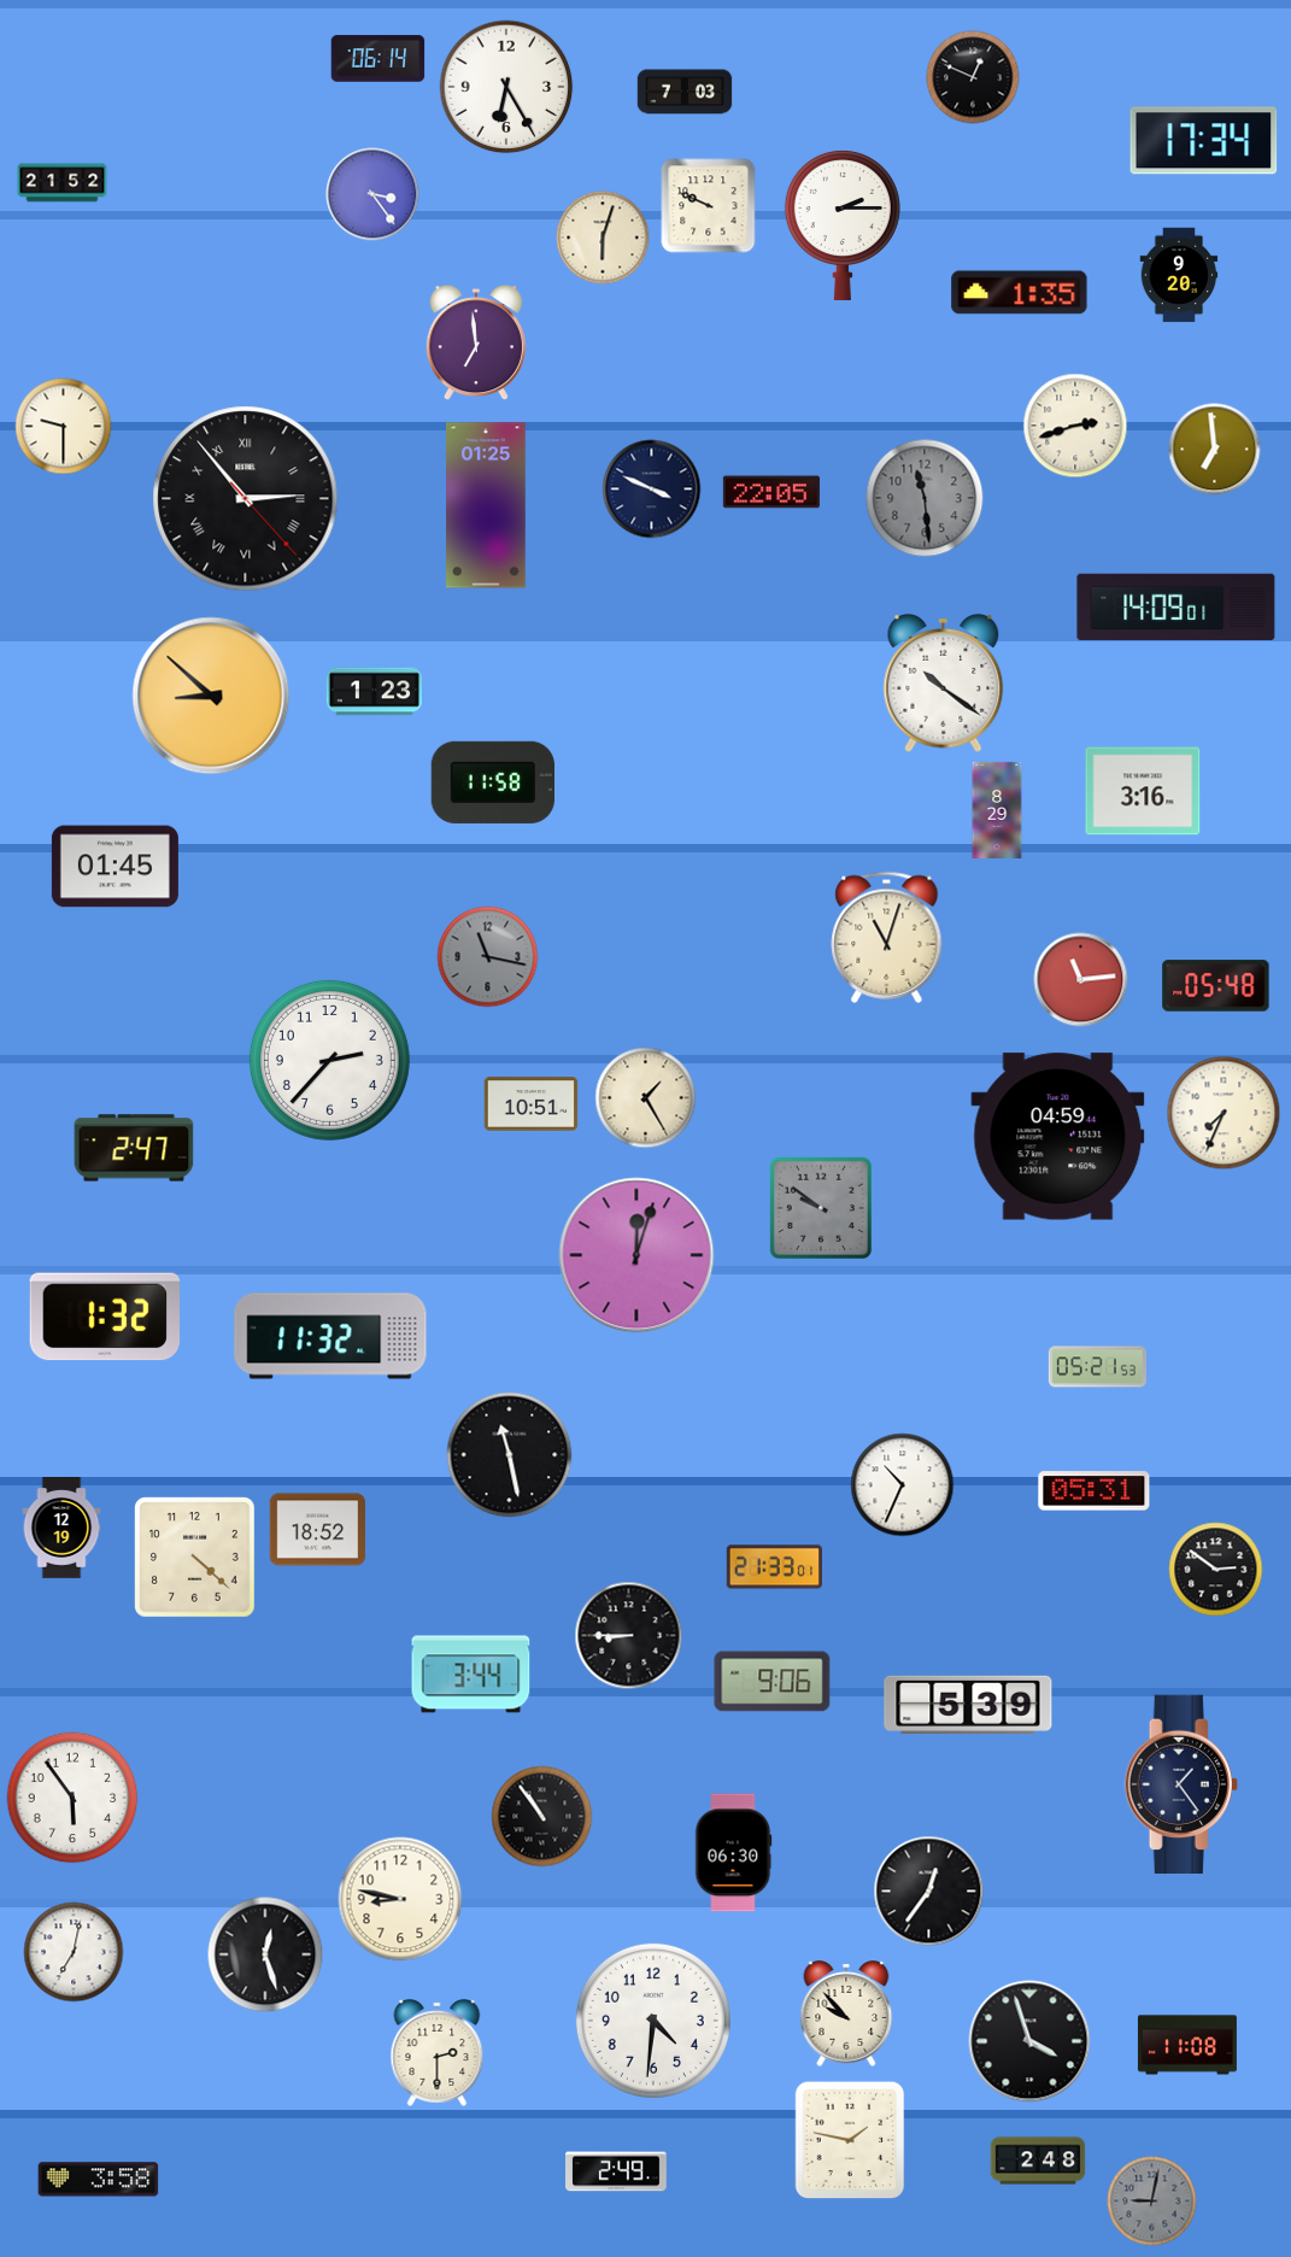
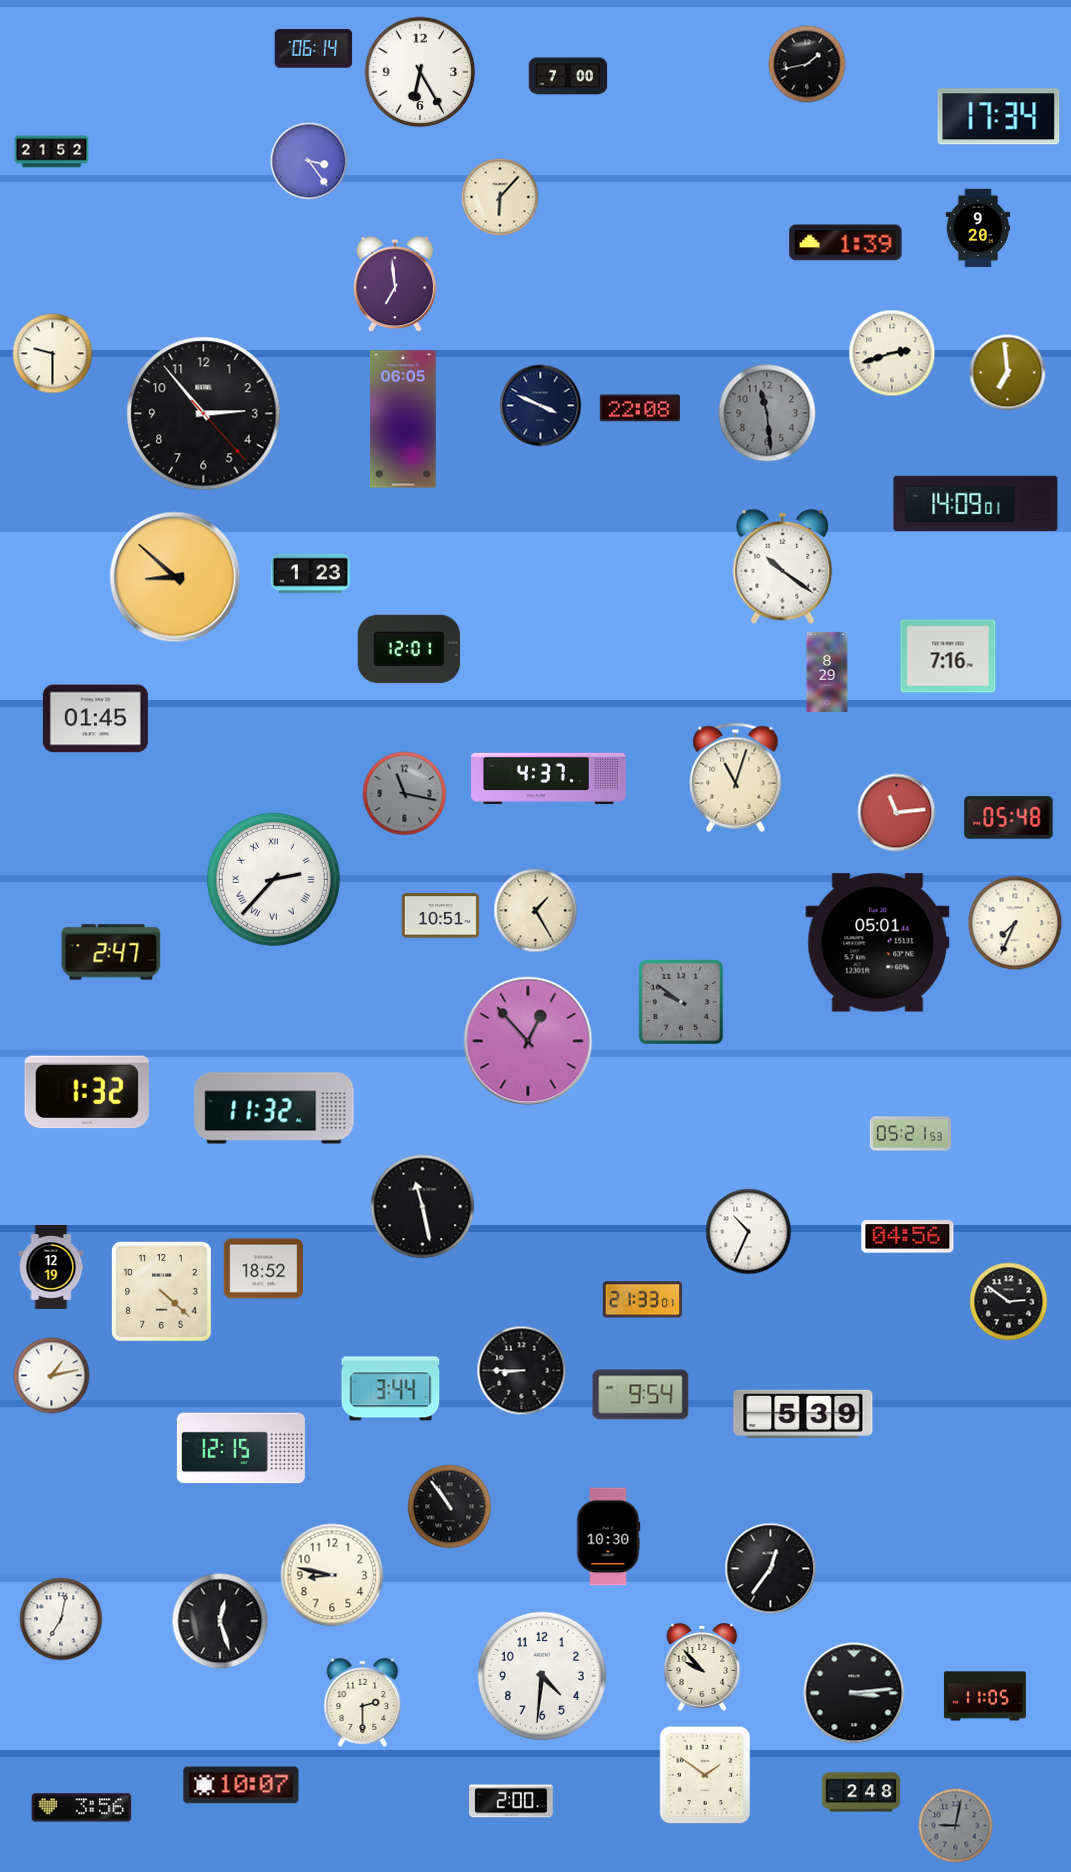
clock at (973, 77): 12:49 -> 1:43
clock at (685, 92): 7:03 -> 7:00
clock at (709, 206): 9:49 -> none
clock at (843, 225): 2:15 -> none
clock at (603, 238): 6:03 -> 6:07
clock at (1020, 293): 1:35 -> 1:39
clock at (771, 492): 22:05 -> 22:08
clock at (246, 499) numerals: Roman -> Arabic
clock at (487, 505): 01:25 -> 06:05
clock at (493, 782): 11:58 -> 12:01
clock at (1143, 791): 3:16 -> 7:16
clock at (549, 778): none -> 4:37
clock at (329, 1060) numerals: Arabic -> Roman
clock at (1058, 1137): 04:59 -> 05:01
clock at (636, 1255): 12:03 -> 12:53
clock at (1095, 1491): 05:31 -> 04:56
clock at (629, 1636) position: (629, 1636) -> (522, 1371)
clock at (52, 1376): none -> 1:13
clock at (773, 1682): 9:06 -> 9:54
clock at (241, 1448): none -> 12:15
clock at (1181, 1783): 1:24 -> none
clock at (72, 1798): 5:54 -> none
clock at (733, 1853): 06:30 -> 10:30
clock at (846, 2013) position: (846, 2013) -> (702, 1667)
clock at (1029, 2041): 3:57 -> 3:14
clock at (1187, 2045): 11:08 -> 11:05
clock at (850, 2140): 1:47 -> 1:51
clock at (241, 1785): none -> 10:07
clock at (617, 2171): 2:49 -> 2:00
clock at (99, 2180): 3:58 -> 3:56
